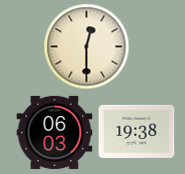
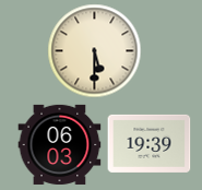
clock at (87, 47): 12:30 -> 5:30
clock at (137, 131): 19:38 -> 19:39
